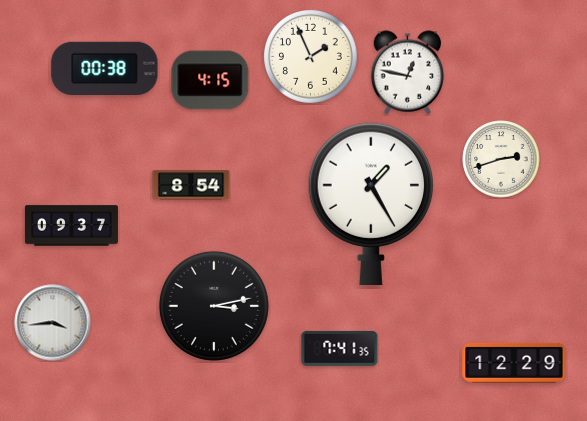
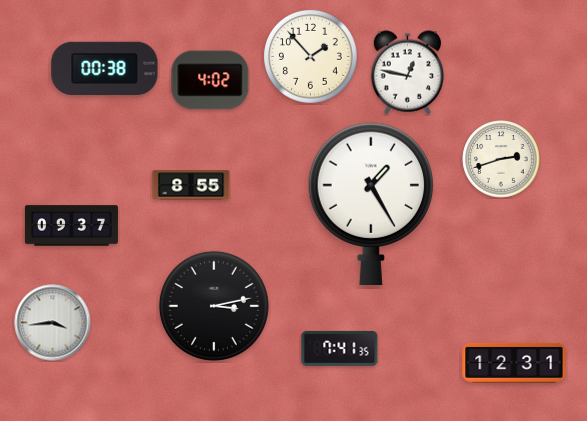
clock at (311, 57): 1:56 -> 1:53
clock at (210, 80): 4:15 -> 4:02
clock at (191, 185): 8:54 -> 8:55
clock at (514, 363): 12:29 -> 12:31
